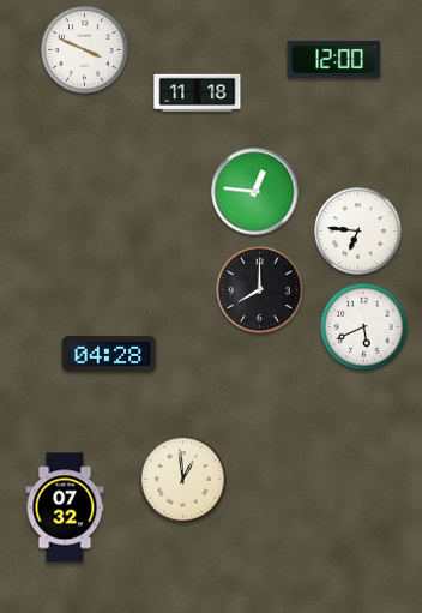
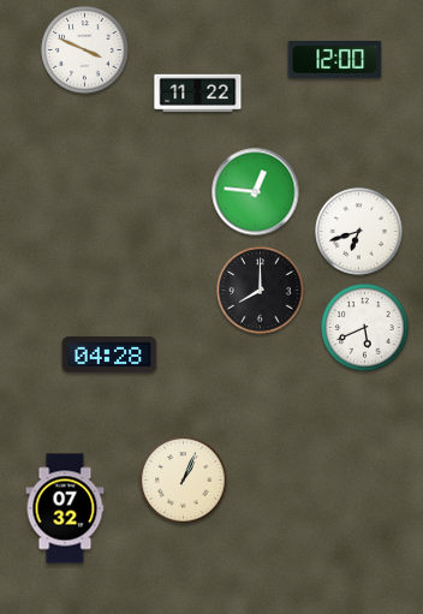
clock at (198, 94): 11:18 -> 11:22
clock at (358, 232): 6:46 -> 6:42
clock at (183, 480): 12:59 -> 1:04
